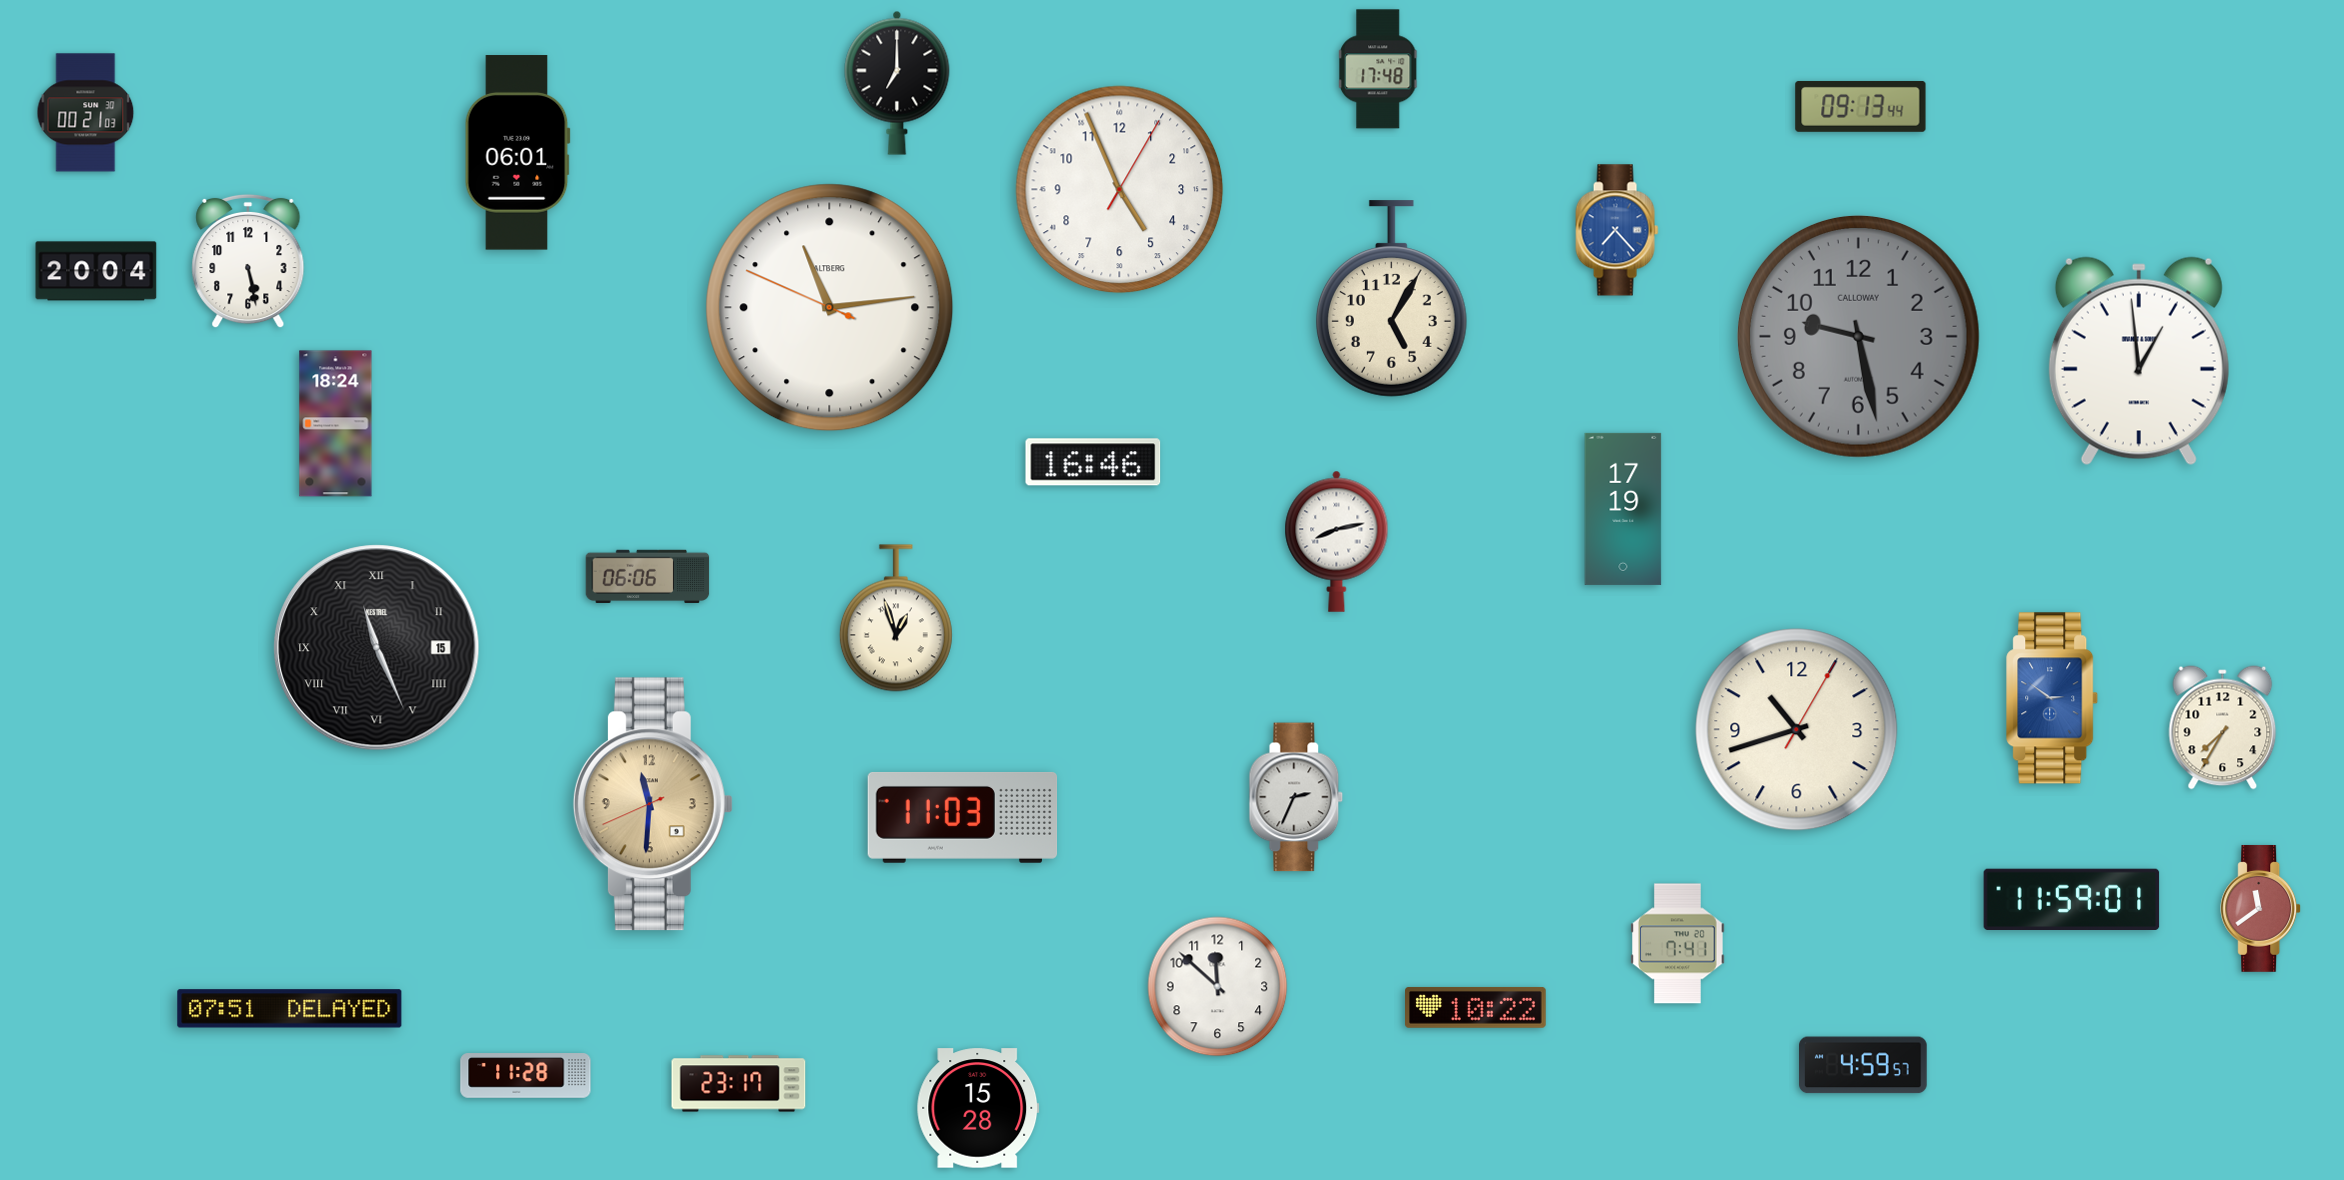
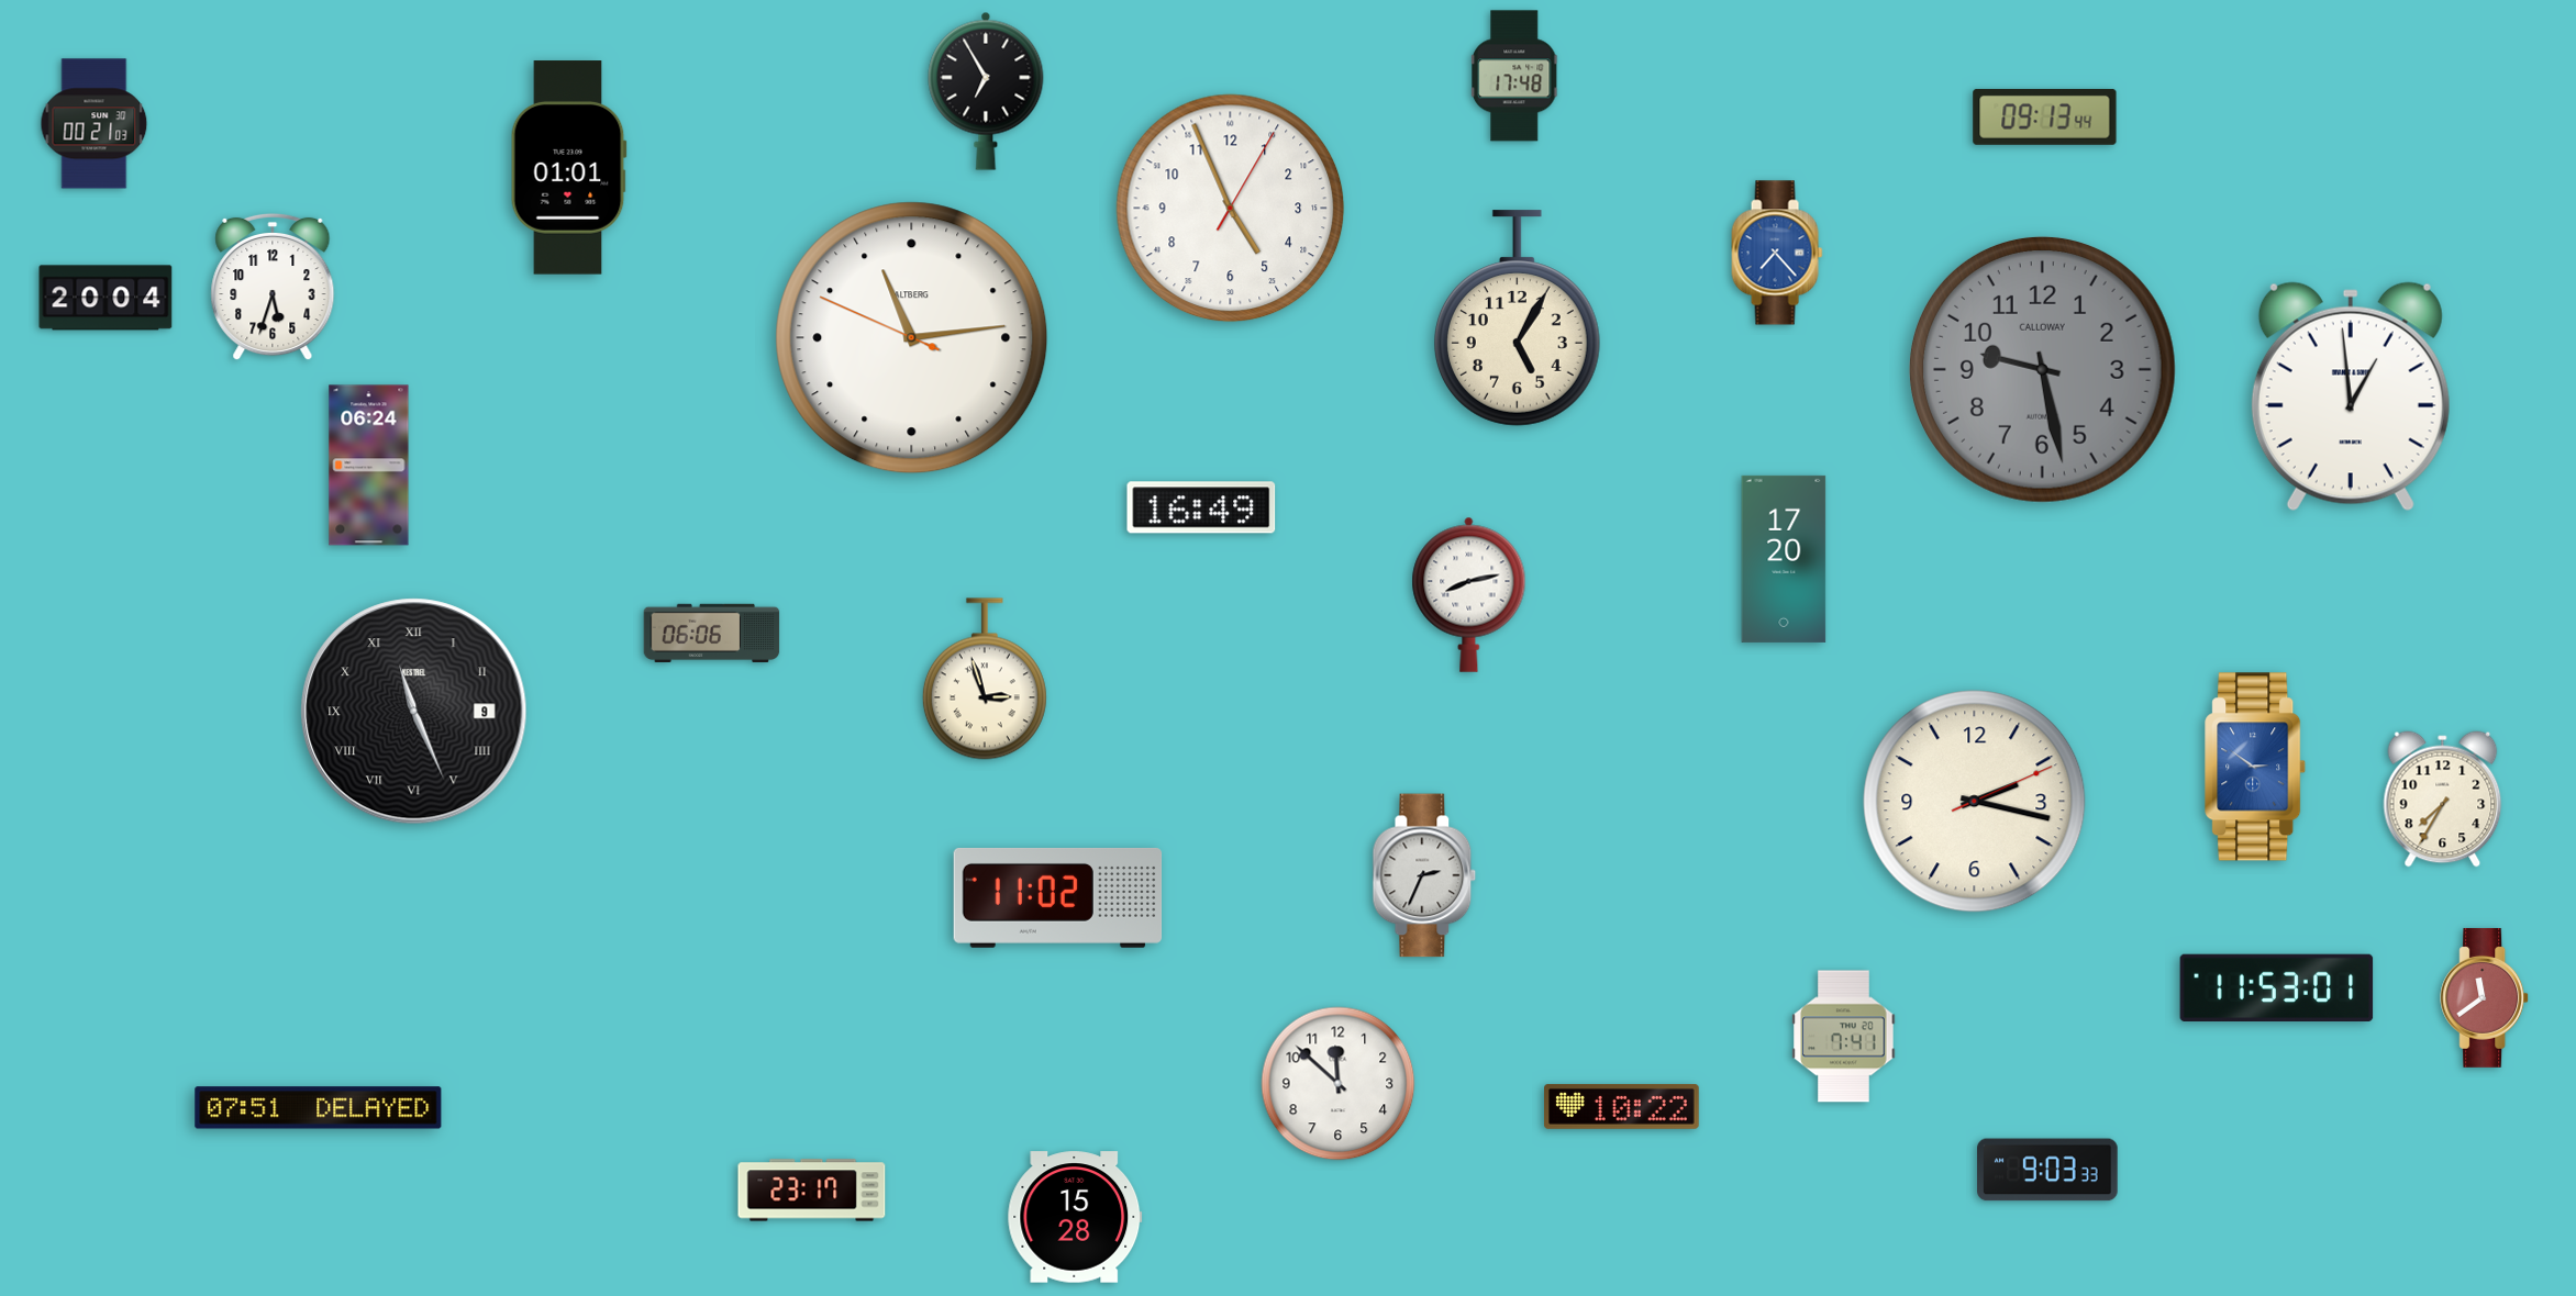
clock at (897, 83): 7:00 -> 6:55
clock at (517, 153): 06:01 -> 01:01
clock at (248, 261): 5:28 -> 5:33
clock at (1391, 299) position: (1391, 299) -> (1517, 319)
clock at (336, 424): 18:24 -> 06:24
clock at (1093, 462): 16:46 -> 16:49
clock at (1623, 509): 17:19 -> 17:20
clock at (896, 618): 12:57 -> 2:57
clock at (377, 648) date: 15 -> 9
clock at (1797, 730): 10:42 -> 2:17
clock at (653, 804): 11:30 -> none
clock at (963, 817): 11:03 -> 11:02
clock at (2072, 900): 11:59 -> 11:53
clock at (1864, 1065): 4:59 -> 9:03
clock at (526, 1076): 11:28 -> none
